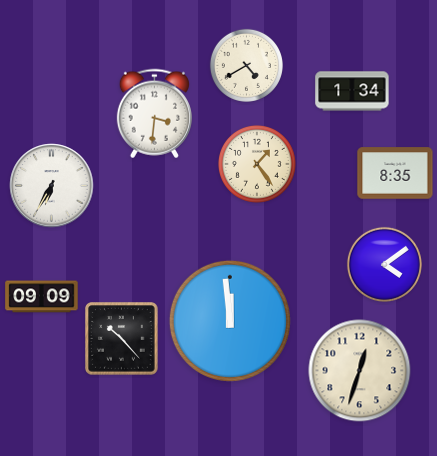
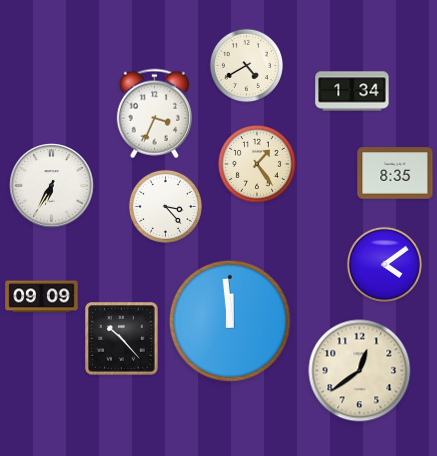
clock at (154, 114): 3:31 -> 3:34
clock at (165, 206): none -> 3:23
clock at (360, 371): 12:33 -> 12:39
